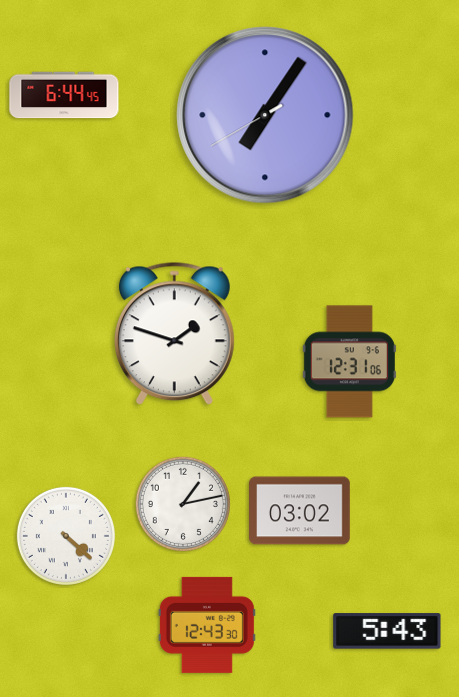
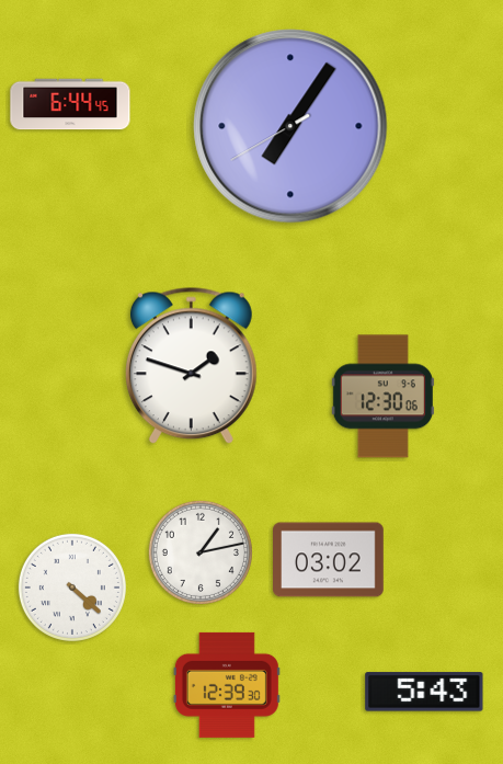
clock at (349, 362): 12:31 -> 12:30
clock at (207, 625): 12:43 -> 12:39
